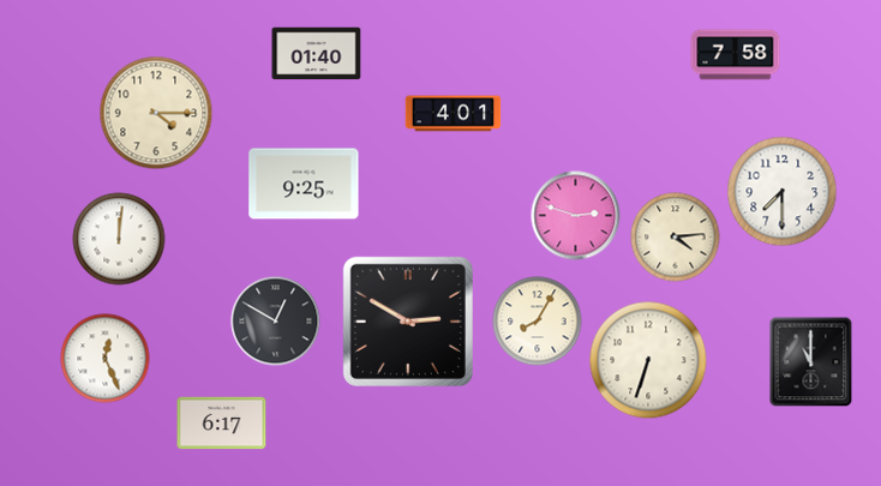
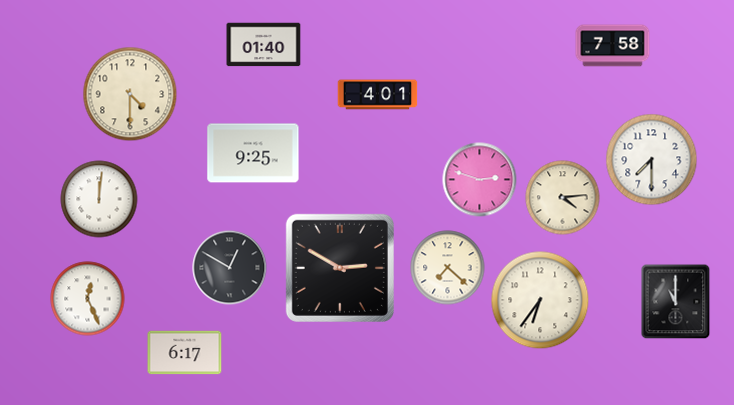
clock at (156, 113): 4:15 -> 4:30
clock at (538, 322): 8:05 -> 7:22
clock at (648, 360): 6:33 -> 6:36
